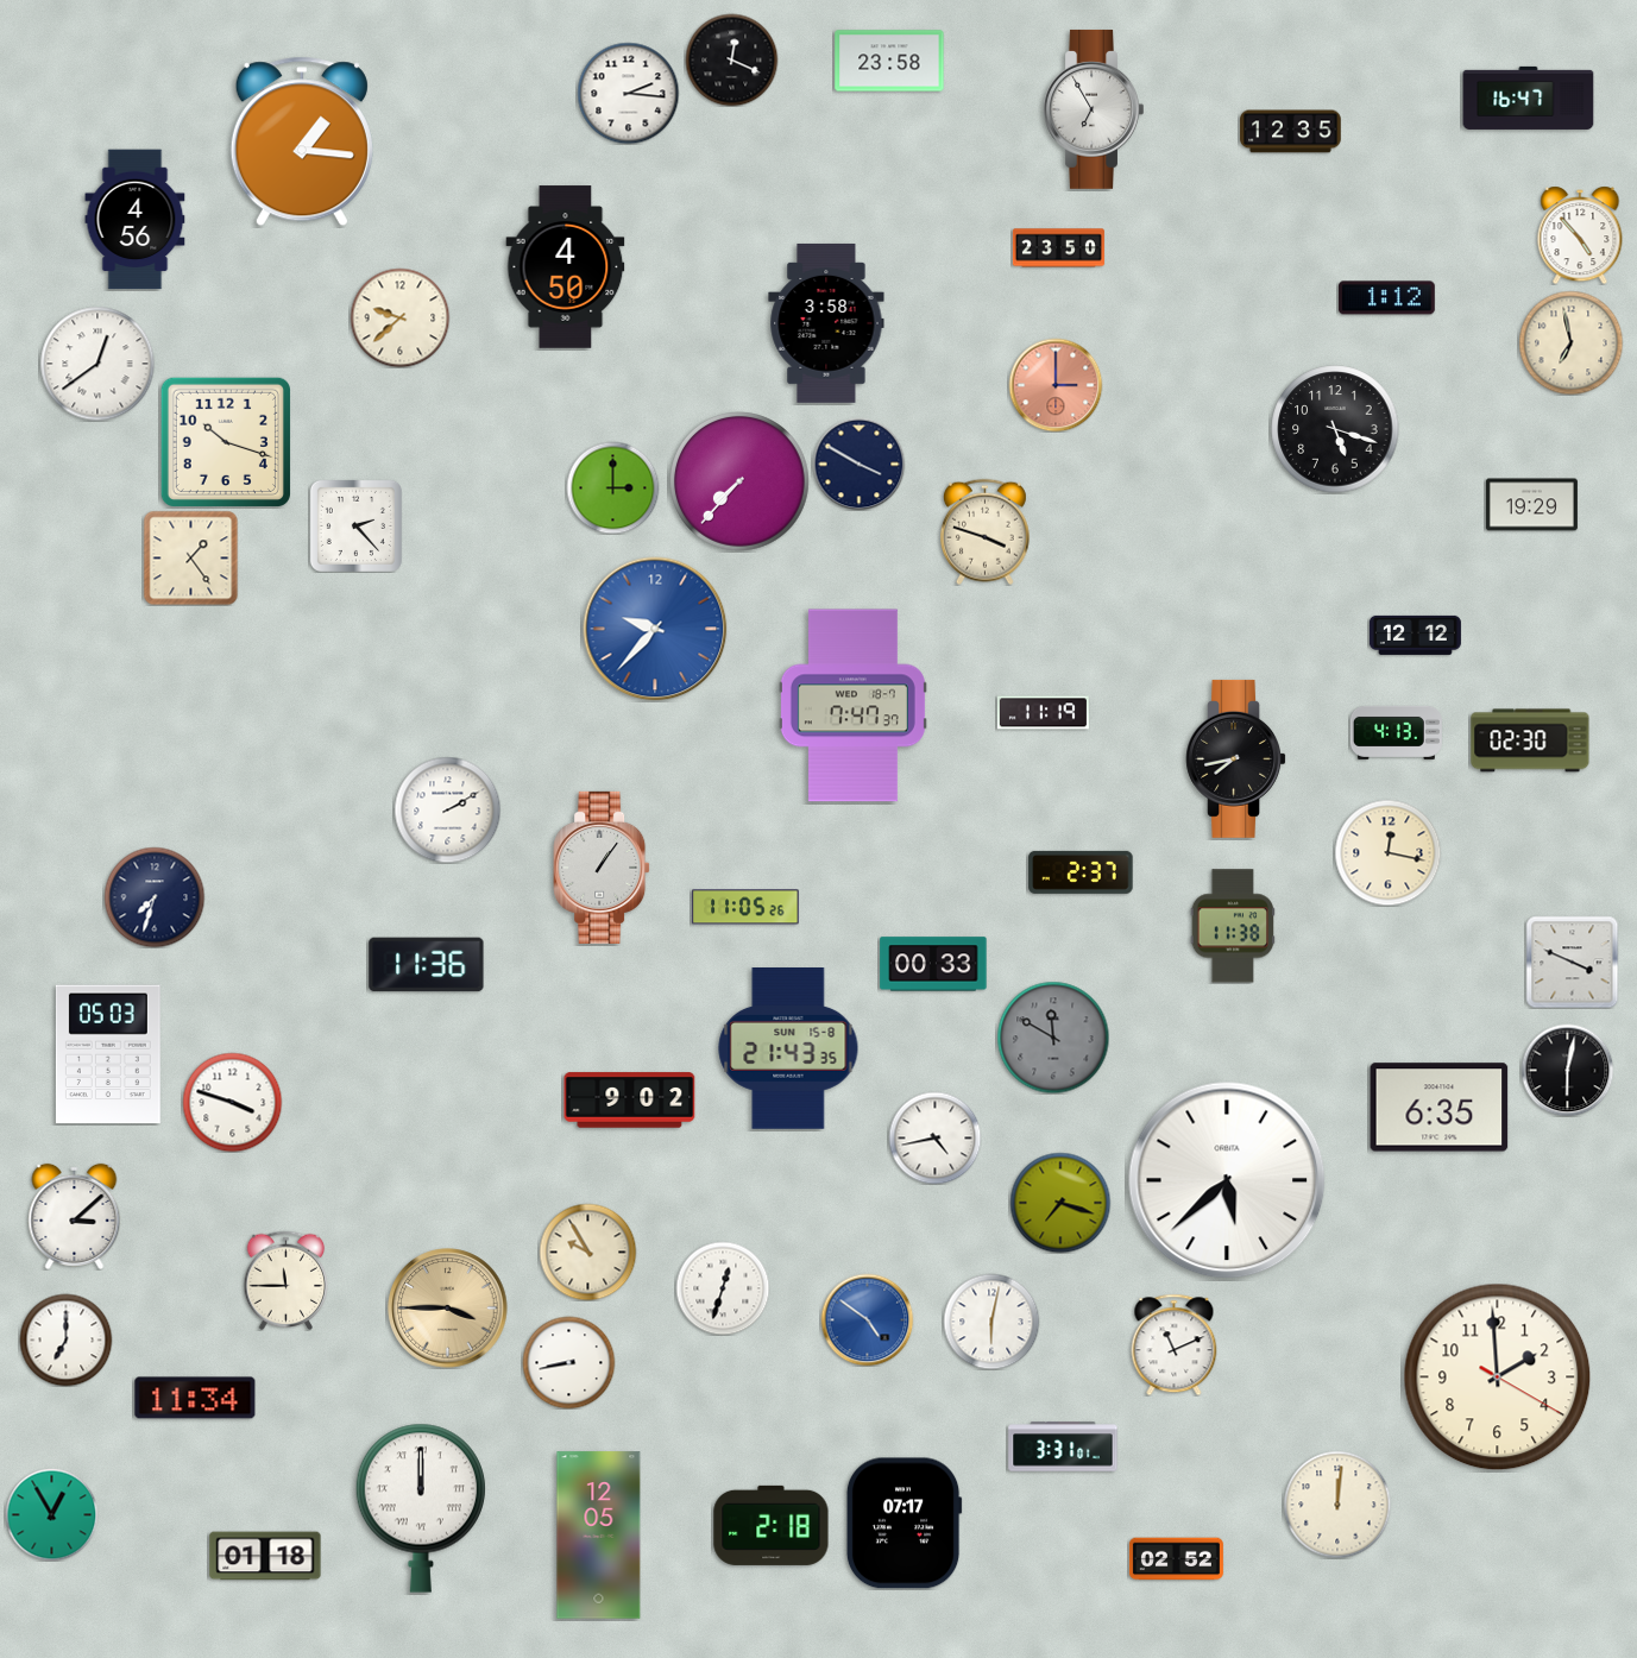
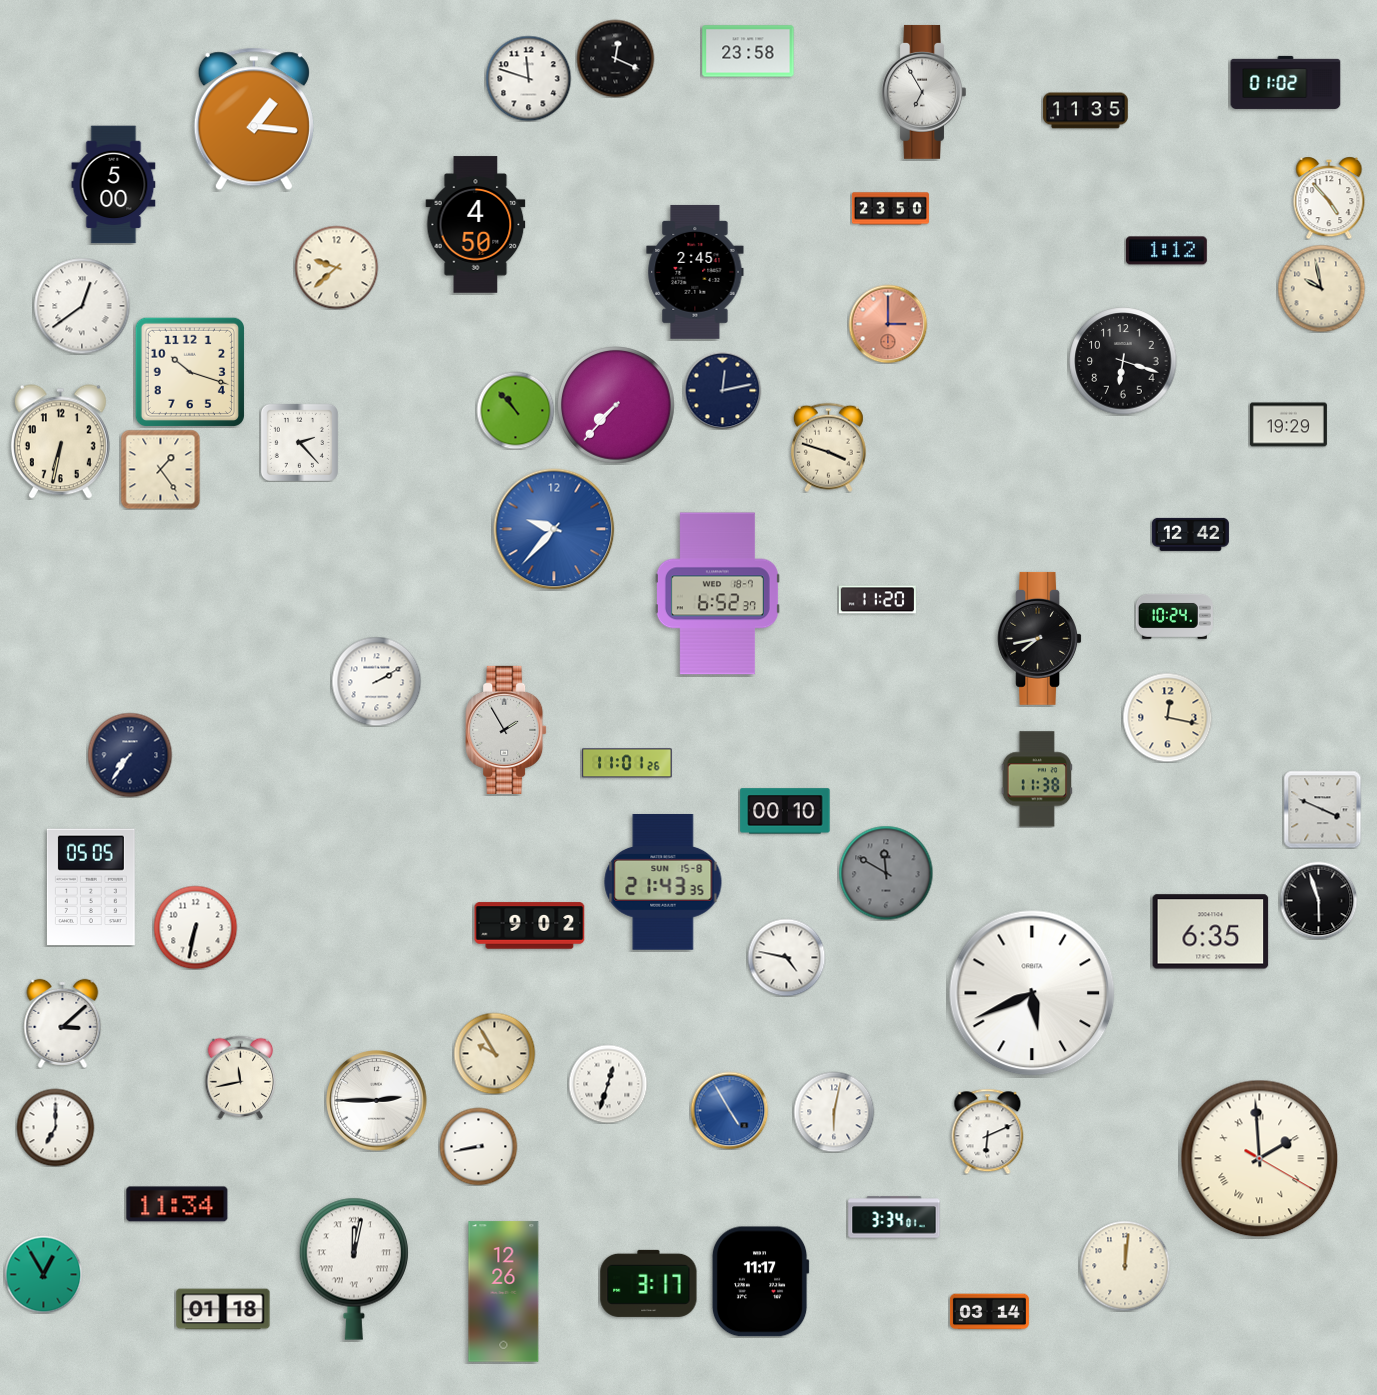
clock at (731, 59) position: (731, 59) -> (615, 58)
clock at (628, 93): 2:16 -> 11:48
clock at (1529, 97): 16:47 -> 01:02
clock at (1094, 109) position: (1094, 109) -> (924, 92)
clock at (1291, 132): 12:35 -> 11:35
clock at (136, 220): 4:56 -> 5:00
clock at (826, 323): 3:58 -> 2:45
clock at (1570, 342): 6:58 -> 9:58
clock at (1335, 429): 5:18 -> 6:18
clock at (858, 464): 3:50 -> 12:13
clock at (741, 483) position: (741, 483) -> (617, 406)
clock at (612, 487): 3:00 -> 10:53
clock at (60, 442): none -> 6:32
clock at (655, 629) position: (655, 629) -> (554, 529)
clock at (1415, 635): 12:12 -> 12:42
clock at (852, 706): 7:47 -> 6:52
clock at (1043, 713): 11:19 -> 11:20
clock at (1396, 732): 4:13 -> 10:24
clock at (1530, 740): 02:30 -> none
clock at (602, 868): 1:06 -> 1:55
clock at (1081, 872): 2:37 -> none
clock at (155, 897): 7:33 -> 7:36
clock at (745, 907): 11:05 -> 11:01
clock at (933, 964): 00:33 -> 00:10
clock at (427, 965): 11:36 -> none
clock at (108, 1054): 05:03 -> 05:05
clock at (1567, 1070): 6:02 -> 5:57
clock at (232, 1102): 3:48 -> 6:32
clock at (934, 1137): 4:43 -> 4:47
clock at (1227, 1180): 5:38 -> 5:41
clock at (1060, 1203): 7:18 -> none
clock at (287, 1280): 11:45 -> 11:43
clock at (448, 1309): 3:45 -> 2:45
clock at (448, 1309) dial: champagne -> white
clock at (867, 1319): 4:51 -> 4:55
clock at (1175, 1344): 11:11 -> 6:11
clock at (1498, 1378) numerals: Arabic -> Roman
clock at (195, 1398) position: (195, 1398) -> (177, 1204)
clock at (1063, 1446): 3:31 -> 3:34
clock at (421, 1508): 12:00 -> 12:02
clock at (904, 1524): 07:17 -> 11:17
clock at (772, 1525): 2:18 -> 3:17
clock at (599, 1536): 12:05 -> 12:26
clock at (1176, 1559): 02:52 -> 03:14
